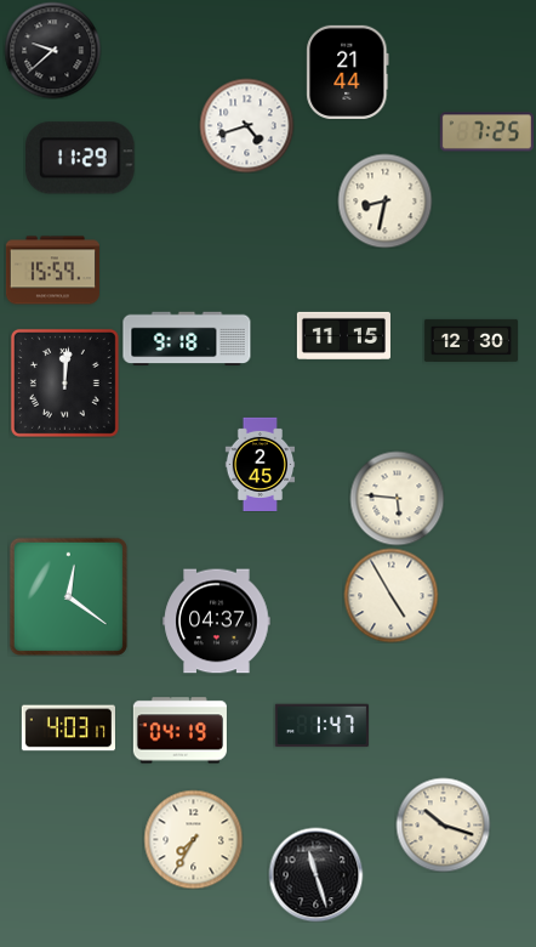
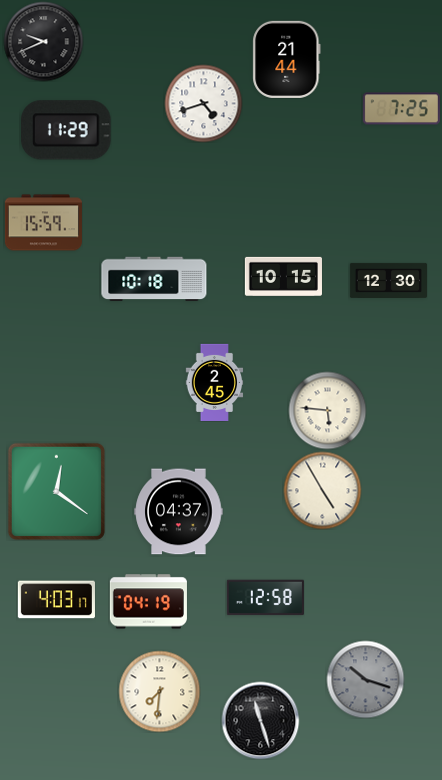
clock at (52, 50): 9:38 -> 9:41
clock at (384, 200): 8:32 -> none
clock at (343, 335): 11:15 -> 10:15
clock at (187, 339): 9:18 -> 10:18
clock at (64, 382): 12:01 -> none
clock at (321, 726): 1:47 -> 12:58
clock at (443, 824) dial: cream -> grey
clock at (193, 839): 7:35 -> 7:31
